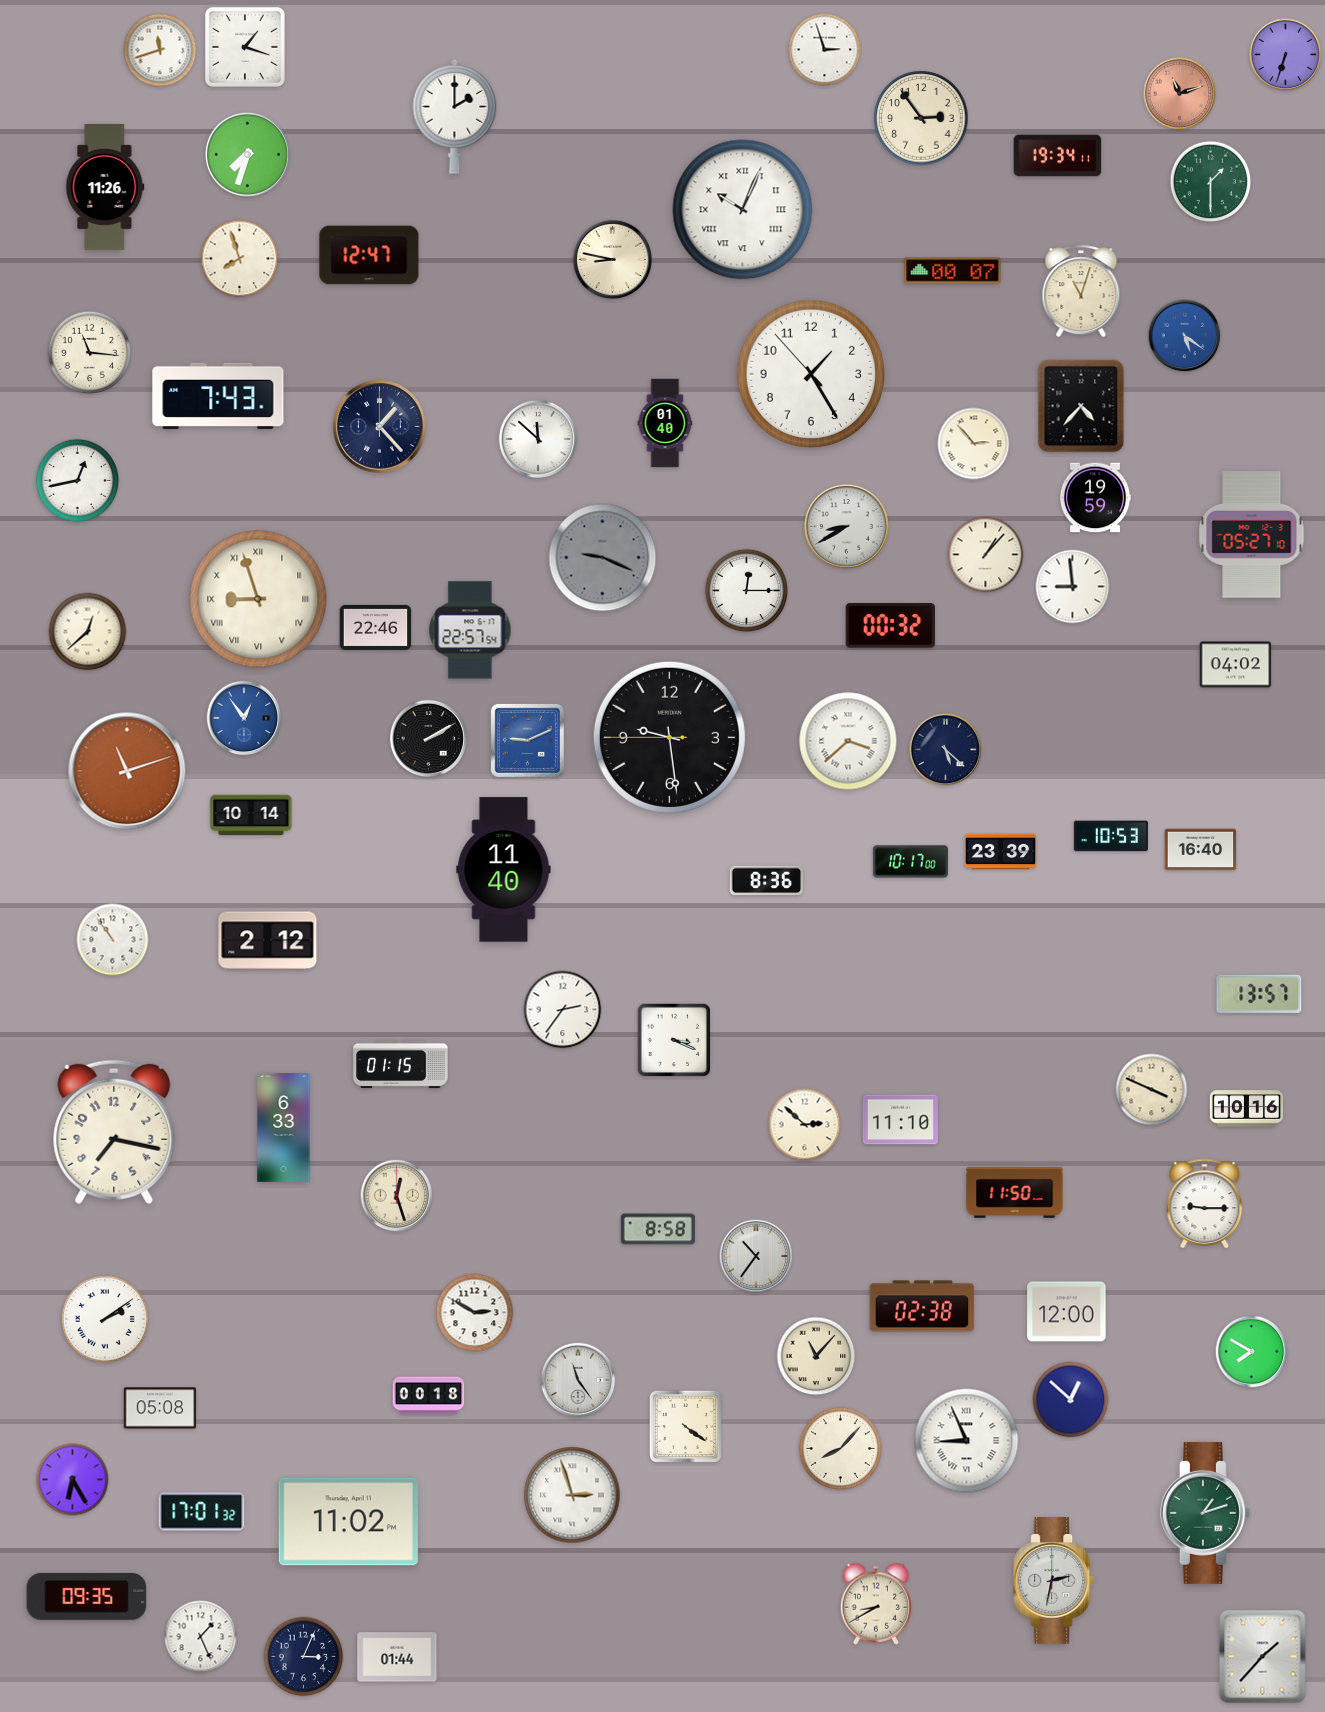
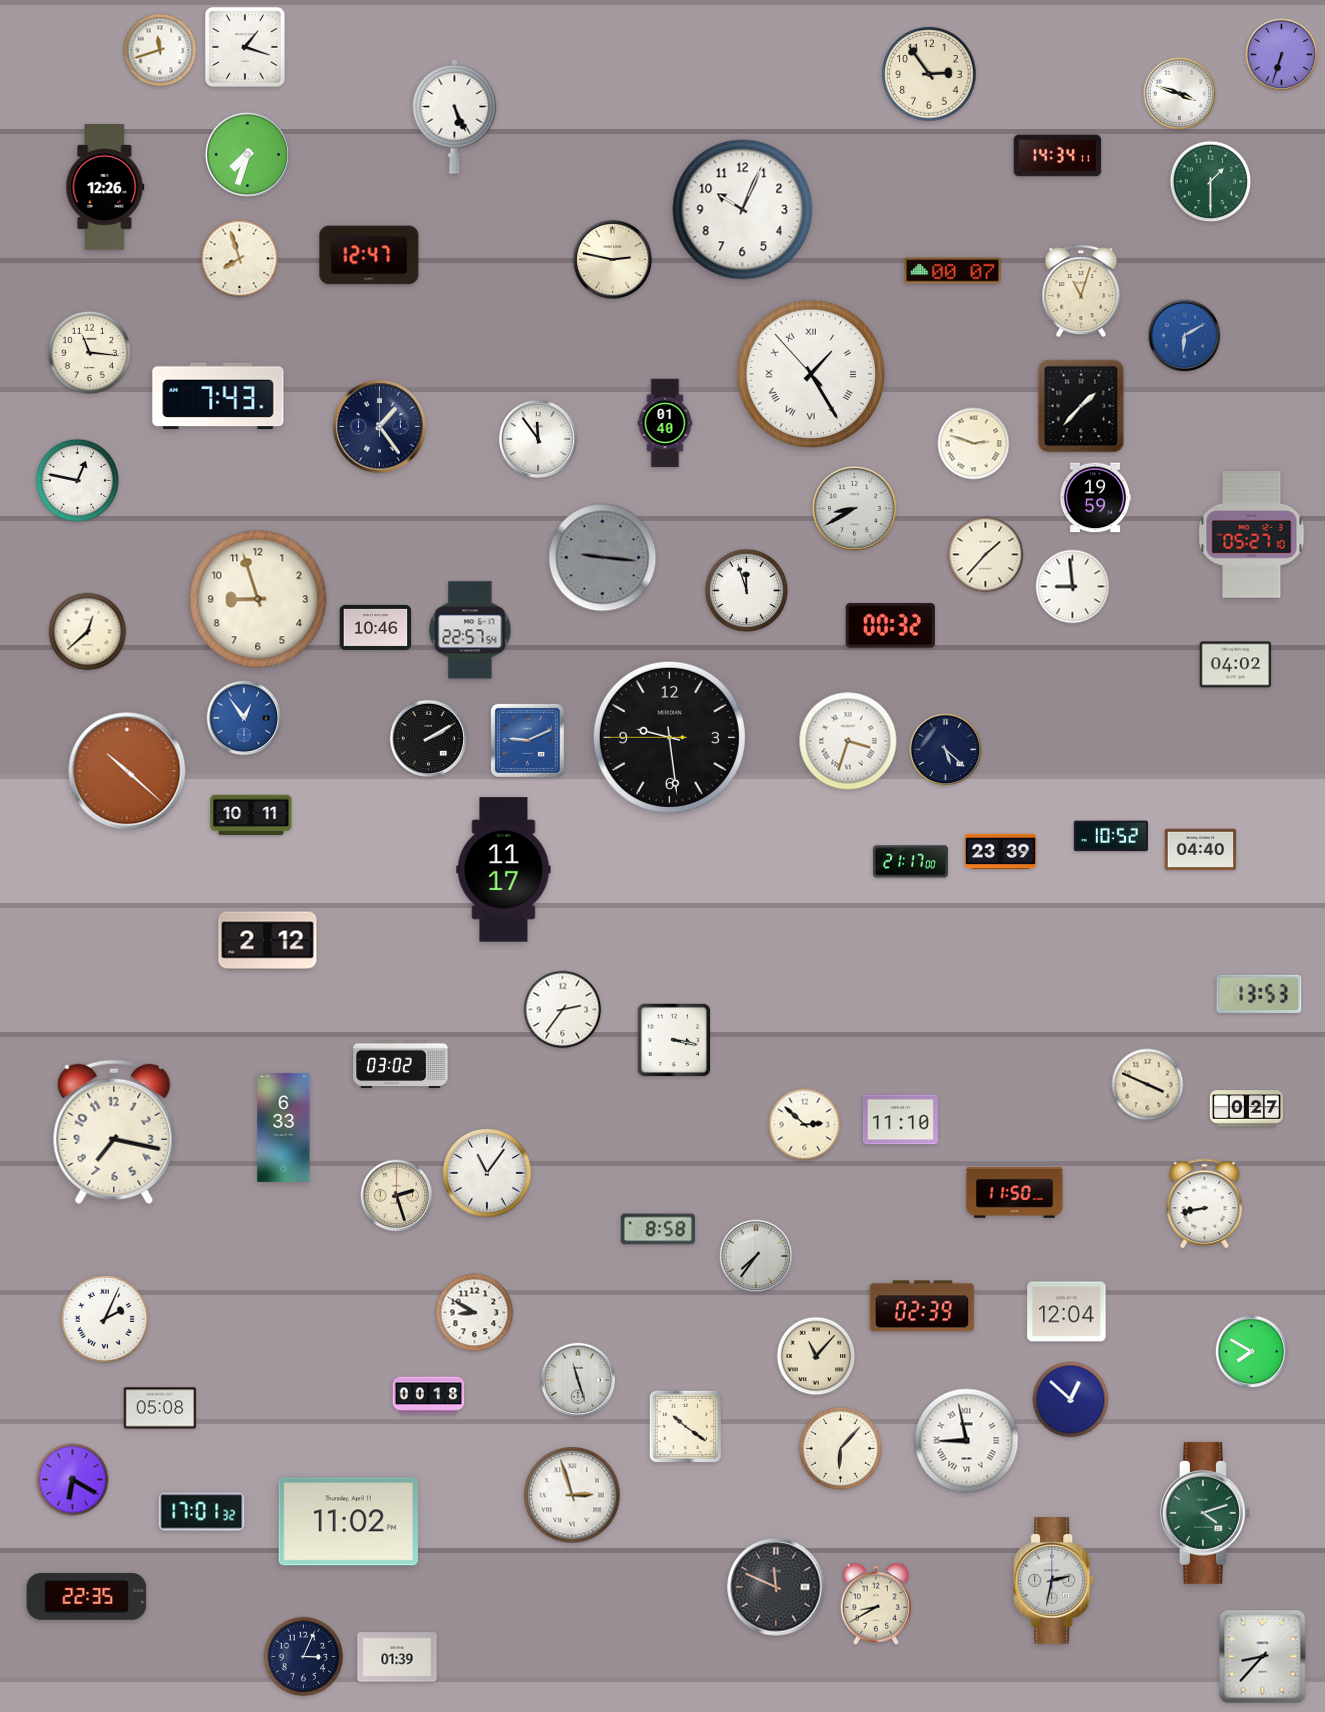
clock at (825, 50): 2:57 -> none
clock at (1286, 55) position: (1286, 55) -> (1282, 55)
clock at (1180, 94): 11:12 -> 3:48
clock at (1180, 94) dial: salmon -> white
clock at (455, 116): 2:00 -> 5:26
clock at (921, 118) position: (921, 118) -> (929, 74)
clock at (1058, 156): 19:34 -> 14:34
clock at (105, 188): 11:26 -> 12:26
clock at (743, 210) numerals: Roman -> Arabic
clock at (612, 259): 8:47 -> 2:47
clock at (1185, 336): 5:21 -> 6:10
clock at (811, 374) numerals: Arabic -> Roman
clock at (1081, 406): 4:37 -> 1:37
clock at (380, 427): 1:23 -> 1:24
clock at (538, 439): 11:52 -> 11:54
clock at (974, 444): 2:53 -> 2:48
clock at (77, 480): 12:43 -> 12:47
clock at (846, 526) position: (846, 526) -> (854, 508)
clock at (986, 555): 1:07 -> 1:37
clock at (603, 558): 9:19 -> 9:16
clock at (746, 590): 12:15 -> 11:57
clock at (258, 599) numerals: Roman -> Arabic
clock at (376, 627): 22:46 -> 10:46
clock at (848, 741): 3:38 -> 3:33
clock at (127, 771): 11:12 -> 10:22
clock at (251, 815): 10:14 -> 10:11
clock at (1111, 836): 10:53 -> 10:52
clock at (1201, 850): 16:40 -> 04:40
clock at (910, 862): 10:17 -> 21:17
clock at (504, 870): 11:40 -> 11:17
clock at (766, 881): 8:36 -> none
clock at (113, 940): 10:54 -> none
clock at (1259, 994): 13:57 -> 13:53
clock at (674, 1040): 3:19 -> 3:17
clock at (401, 1065): 01:15 -> 03:02
clock at (1152, 1090) position: (1152, 1090) -> (1148, 1085)
clock at (1246, 1109): 10:16 -> 0:27
clock at (488, 1174): none -> 11:06
clock at (397, 1196): 12:27 -> 2:27
clock at (1205, 1204): 9:15 -> 8:43
clock at (756, 1256): 10:36 -> 7:36
clock at (922, 1306): 02:38 -> 02:39
clock at (1067, 1312): 12:00 -> 12:04
clock at (475, 1313): 2:50 -> 8:50
clock at (105, 1319): 2:09 -> 2:04
clock at (578, 1380): 11:24 -> 11:27
clock at (685, 1426): 4:21 -> 10:21
clock at (967, 1441): 8:56 -> 8:58
clock at (840, 1448): 8:07 -> 6:07
clock at (73, 1480): 6:25 -> 6:20
clock at (1205, 1513): 1:12 -> 4:12
clock at (776, 1587): none -> 11:49
clock at (87, 1596): 09:35 -> 22:35
clock at (201, 1637): 1:26 -> none
clock at (397, 1657): 01:44 -> 01:39
clock at (1263, 1657): 1:37 -> 8:37
